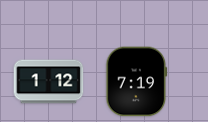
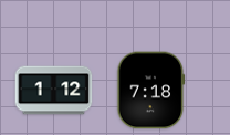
clock at (137, 82): 7:19 -> 7:18
